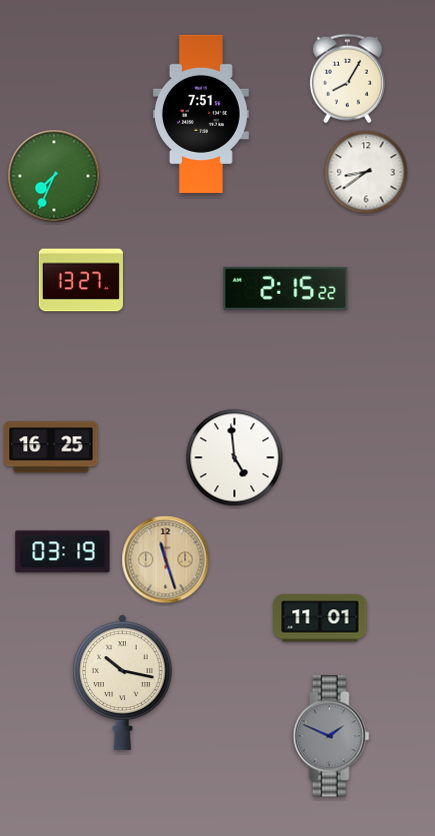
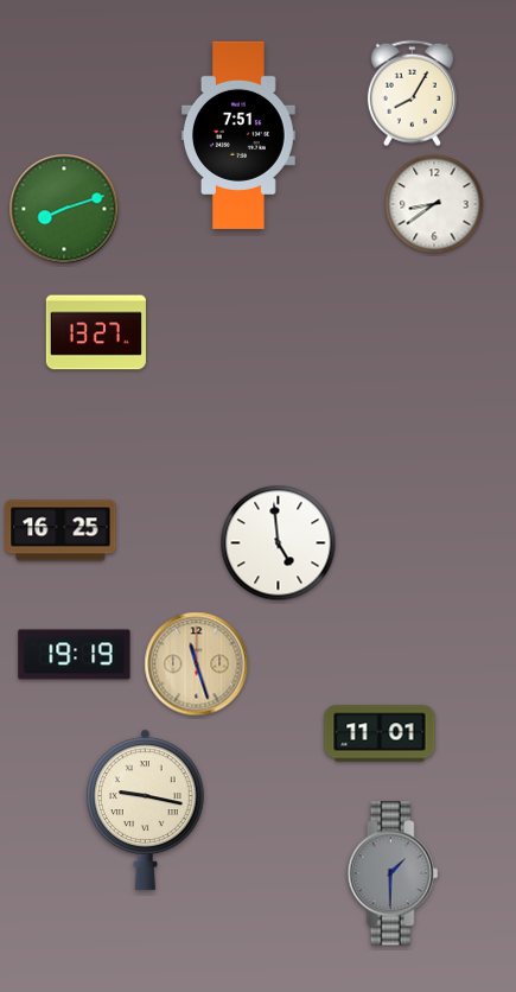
clock at (54, 176): 7:34 -> 8:12
clock at (286, 288): 2:15 -> none
clock at (63, 552): 03:19 -> 19:19
clock at (123, 682): 10:17 -> 9:17
clock at (331, 736): 1:49 -> 1:30
